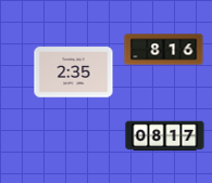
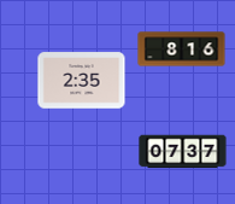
clock at (164, 50) position: (164, 50) -> (182, 49)
clock at (165, 136): 08:17 -> 07:37
